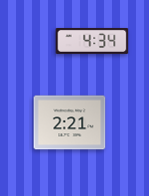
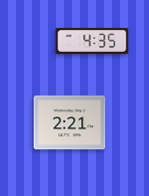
clock at (92, 41): 4:34 -> 4:35
